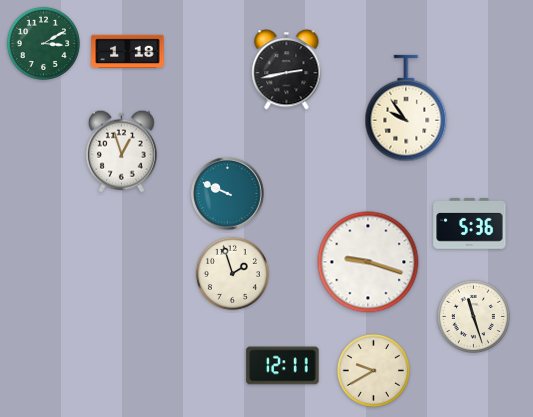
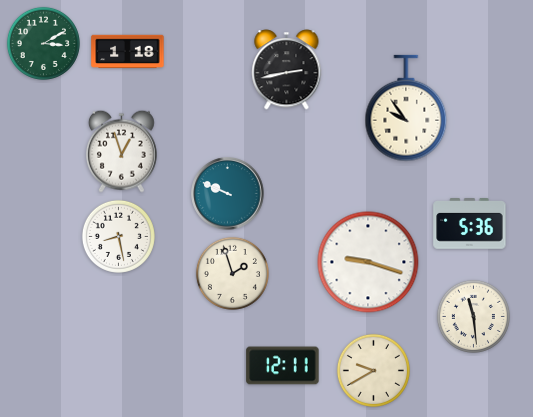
clock at (118, 236): none -> 8:28
clock at (473, 316): 11:27 -> 11:29
